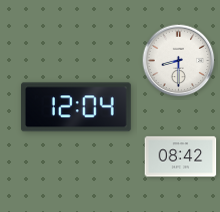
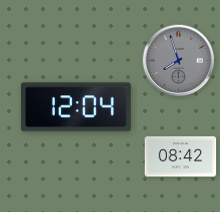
clock at (179, 61): 8:30 -> 7:57
clock at (179, 61) dial: white -> grey
